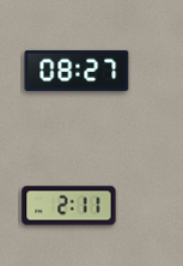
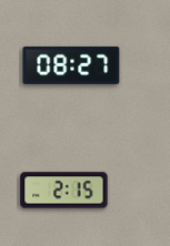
clock at (69, 206): 2:11 -> 2:15
